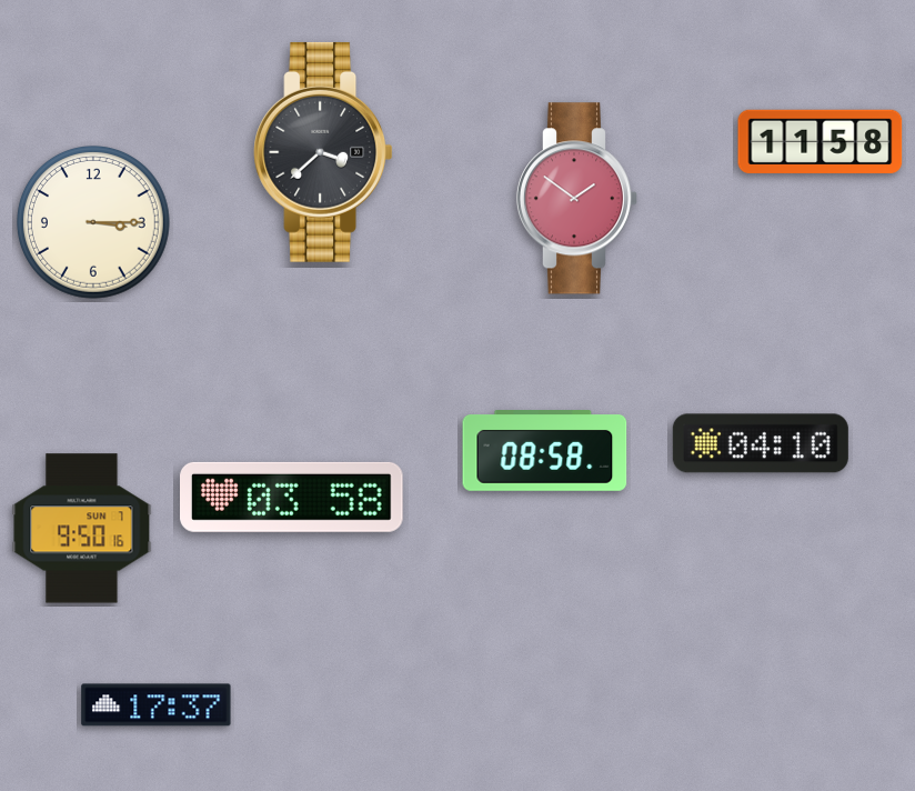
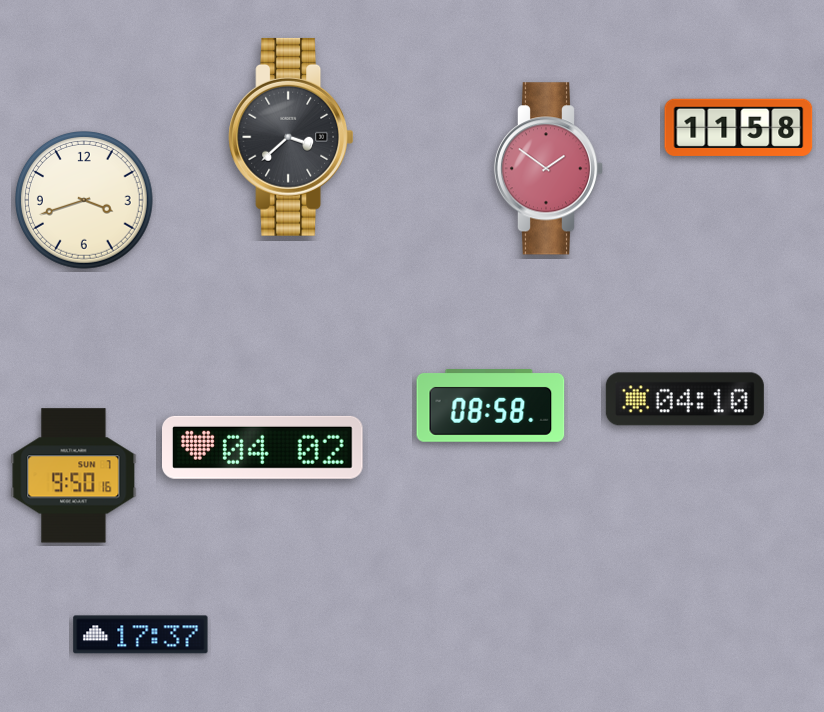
clock at (577, 199) position: (577, 199) -> (549, 169)
clock at (94, 223): 3:15 -> 3:42
clock at (292, 497): 03:58 -> 04:02
